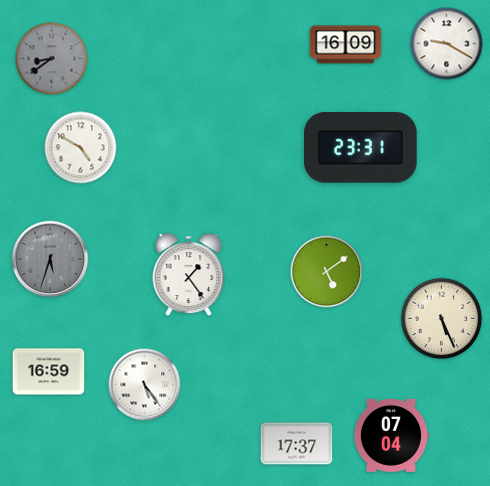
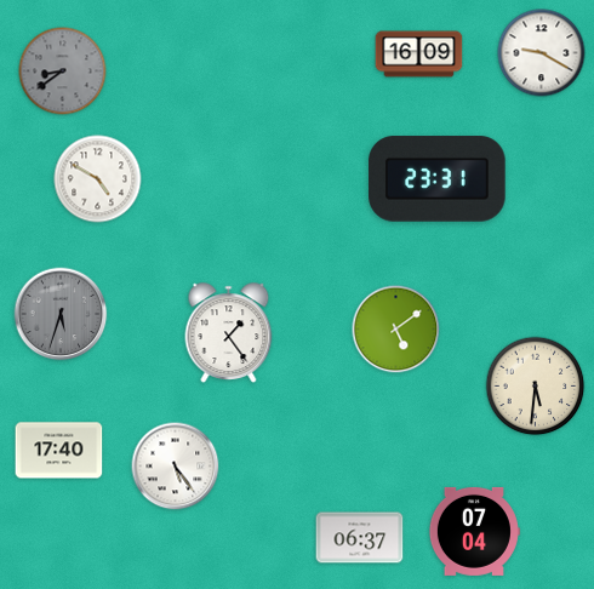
clock at (442, 319): 5:26 -> 5:31
clock at (49, 372): 16:59 -> 17:40
clock at (391, 435) position: (391, 435) -> (474, 531)
clock at (297, 444): 17:37 -> 06:37
